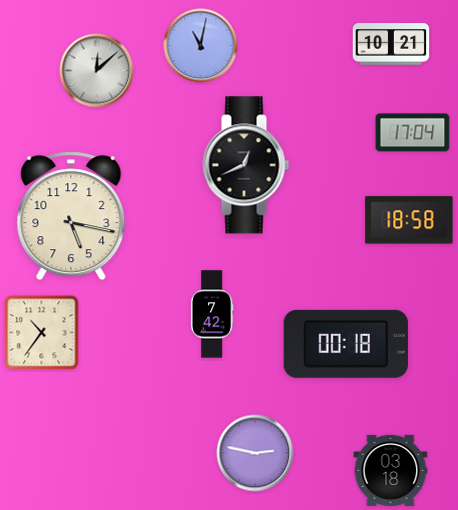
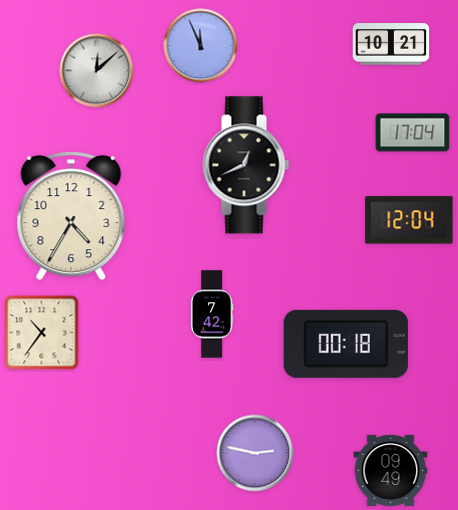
clock at (201, 46): 11:02 -> 11:56
clock at (71, 216): 5:17 -> 4:35
clock at (409, 220): 18:58 -> 12:04
clock at (391, 470): 03:18 -> 09:49
